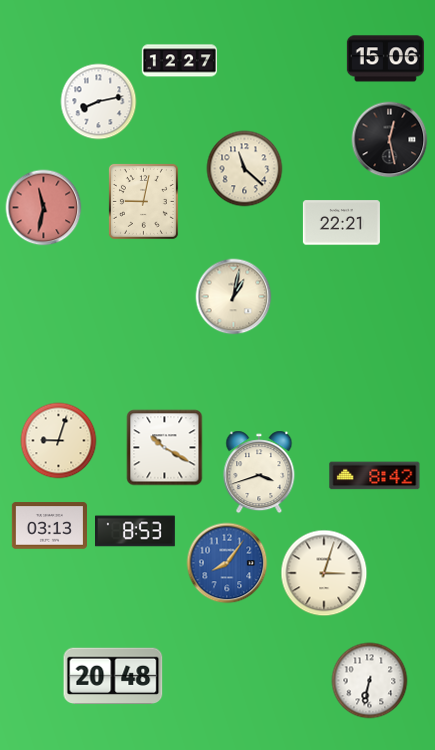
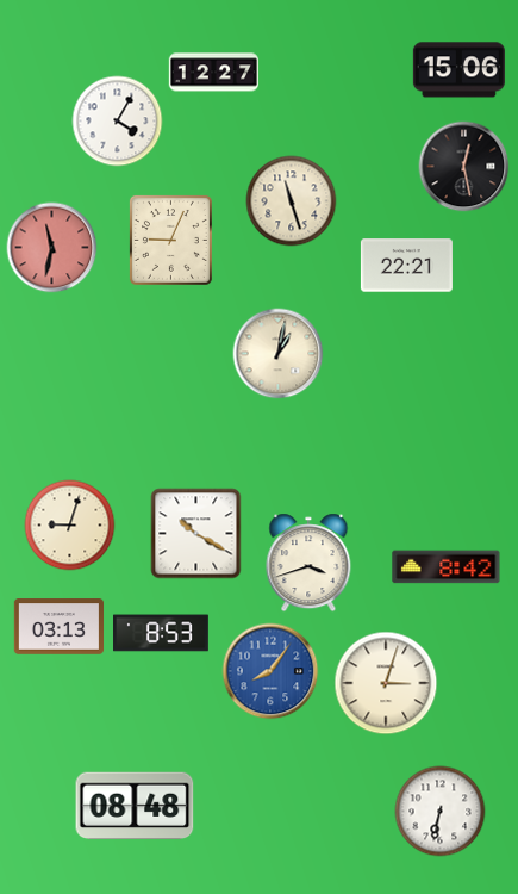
clock at (99, 102): 8:13 -> 4:05
clock at (245, 169): 11:22 -> 11:27
clock at (143, 201): 9:02 -> 9:04
clock at (113, 676): 20:48 -> 08:48
